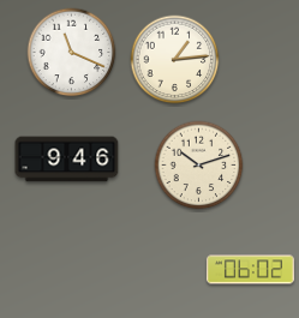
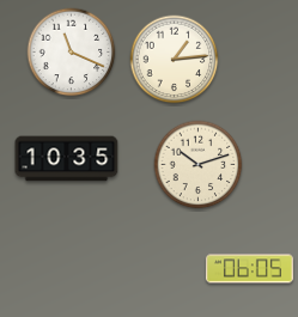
clock at (67, 160): 9:46 -> 10:35
clock at (250, 270): 06:02 -> 06:05
